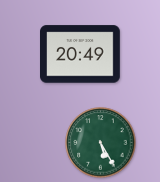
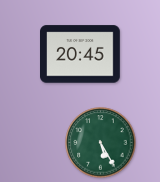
clock at (80, 54): 20:49 -> 20:45
